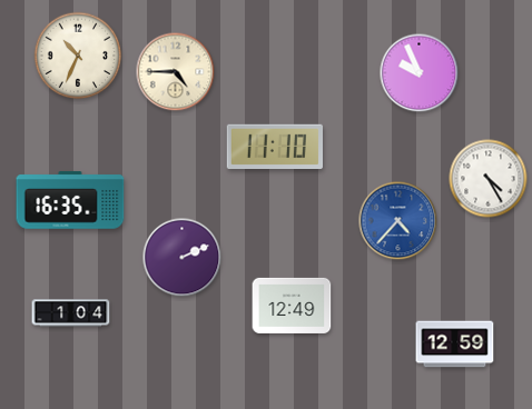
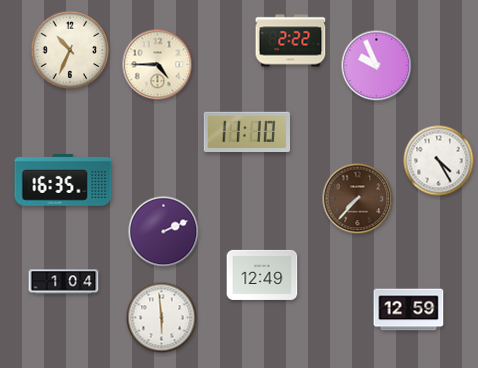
clock at (291, 41): none -> 2:22
clock at (398, 221): 4:37 -> 7:37
clock at (398, 221) dial: blue -> brown
clock at (162, 318): none -> 5:59
